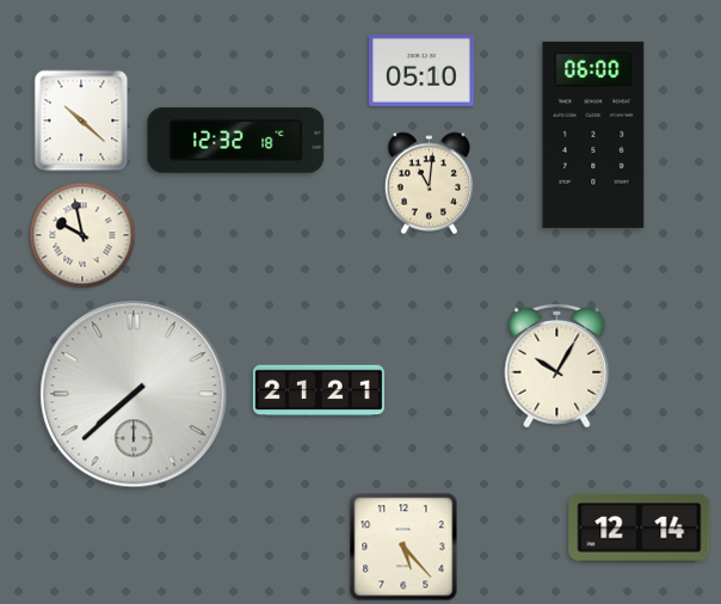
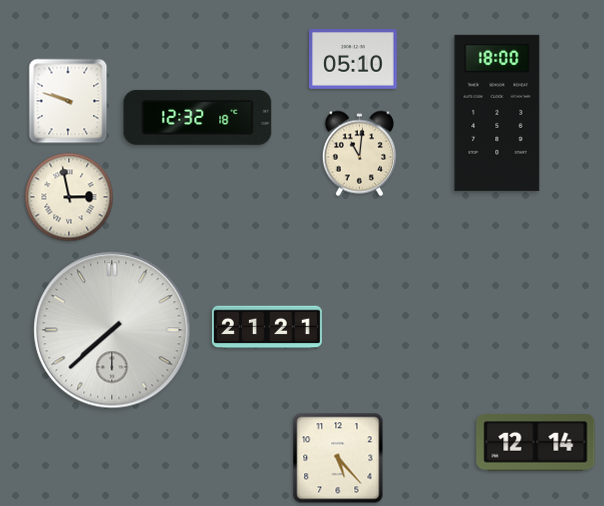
clock at (81, 121): 10:22 -> 9:48
clock at (593, 135): 06:00 -> 18:00
clock at (82, 235): 9:58 -> 2:58
clock at (557, 365): 10:05 -> none
